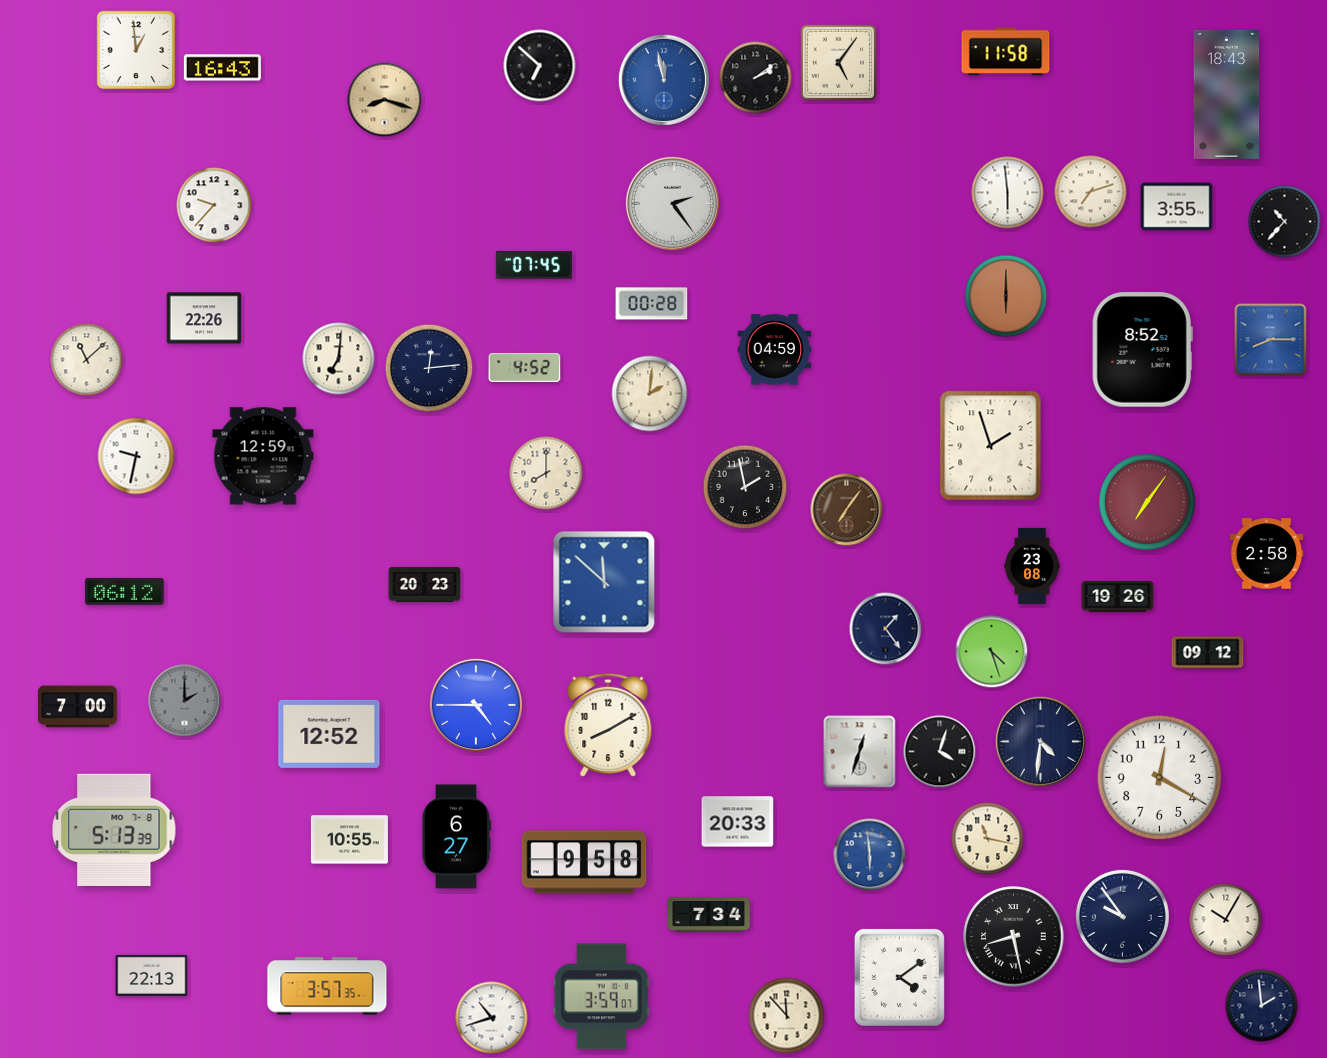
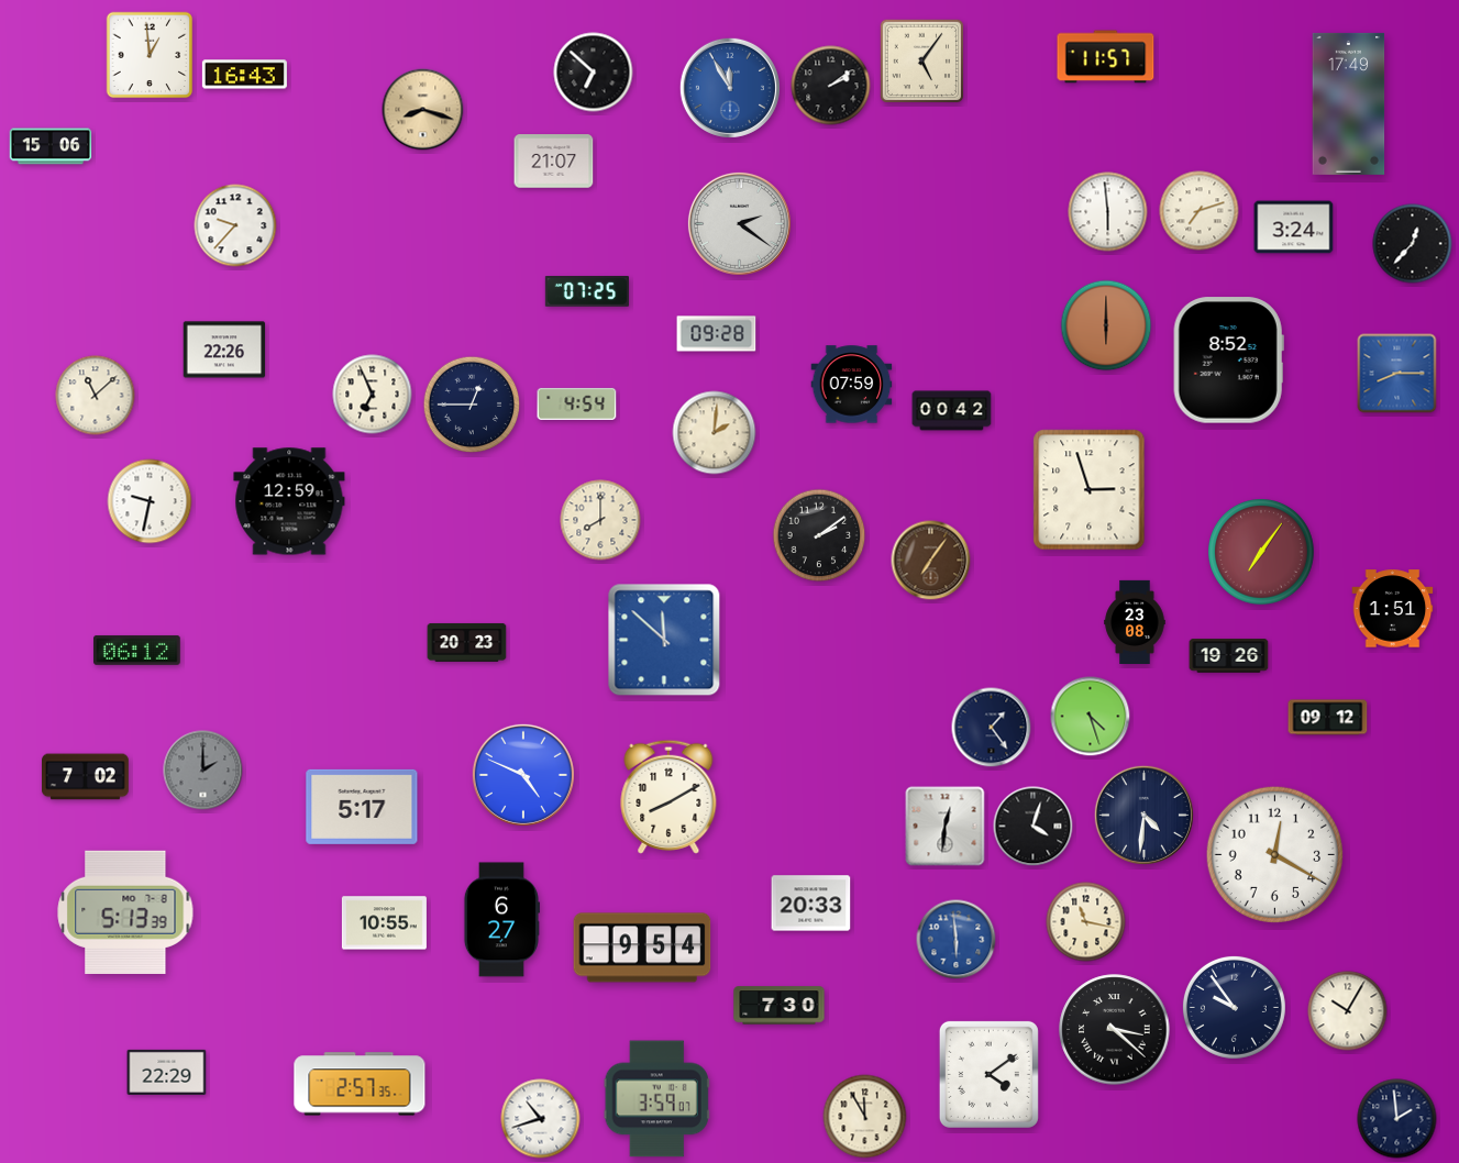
clock at (1006, 52): 11:58 -> 11:57
clock at (839, 63) position: (839, 63) -> (922, 62)
clock at (664, 80): 11:58 -> 11:55
clock at (1227, 94): 18:43 -> 17:49
clock at (51, 146): none -> 15:06
clock at (554, 162): none -> 21:07
clock at (672, 203): 2:24 -> 2:21
clock at (1177, 207): 3:55 -> 3:24
clock at (1285, 222): 10:37 -> 12:37
clock at (534, 265): 07:45 -> 07:25
clock at (652, 304): 00:28 -> 09:28
clock at (775, 350): 04:59 -> 07:59
clock at (1142, 350) position: (1142, 350) -> (1228, 361)
clock at (339, 359): 7:01 -> 6:56
clock at (525, 367): 4:52 -> 4:54
clock at (429, 368): 12:14 -> 12:45
clock at (952, 411): none -> 00:42
clock at (991, 446): 1:57 -> 2:57
clock at (745, 487): 1:58 -> 2:09
clock at (1267, 554): 2:58 -> 1:51
clock at (886, 629) position: (886, 629) -> (992, 728)
clock at (476, 705): 4:45 -> 4:49
clock at (78, 707): 7:00 -> 7:02
clock at (329, 734): 12:52 -> 5:17
clock at (860, 752): 12:33 -> 12:31
clock at (584, 862): 9:58 -> 9:54
clock at (709, 915): 7:34 -> 7:30
clock at (1014, 937): 8:28 -> 3:22
clock at (152, 975): 22:13 -> 22:29
clock at (327, 986): 3:57 -> 2:57
clock at (601, 997) position: (601, 997) -> (656, 1099)
clock at (1262, 1006) position: (1262, 1006) -> (1397, 1119)
clock at (787, 1016): 11:53 -> 11:55
